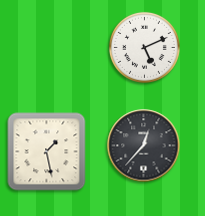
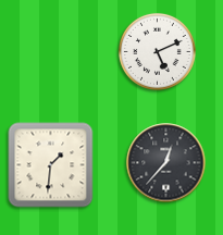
clock at (144, 146) position: (144, 146) -> (166, 163)
clock at (47, 152): 1:28 -> 1:31
